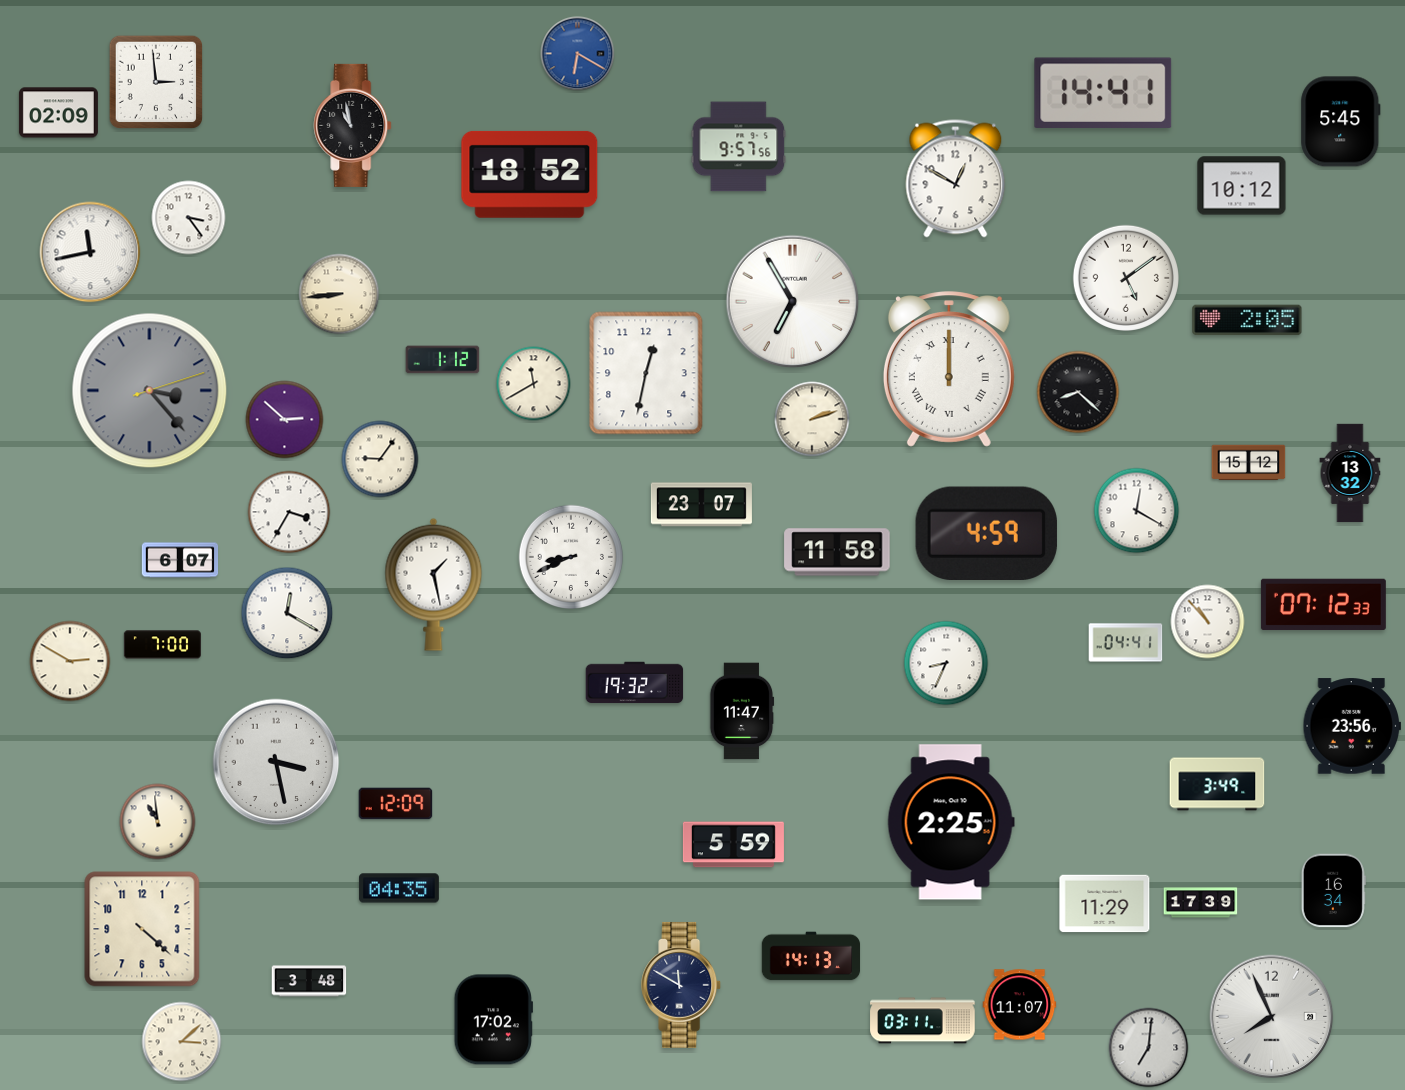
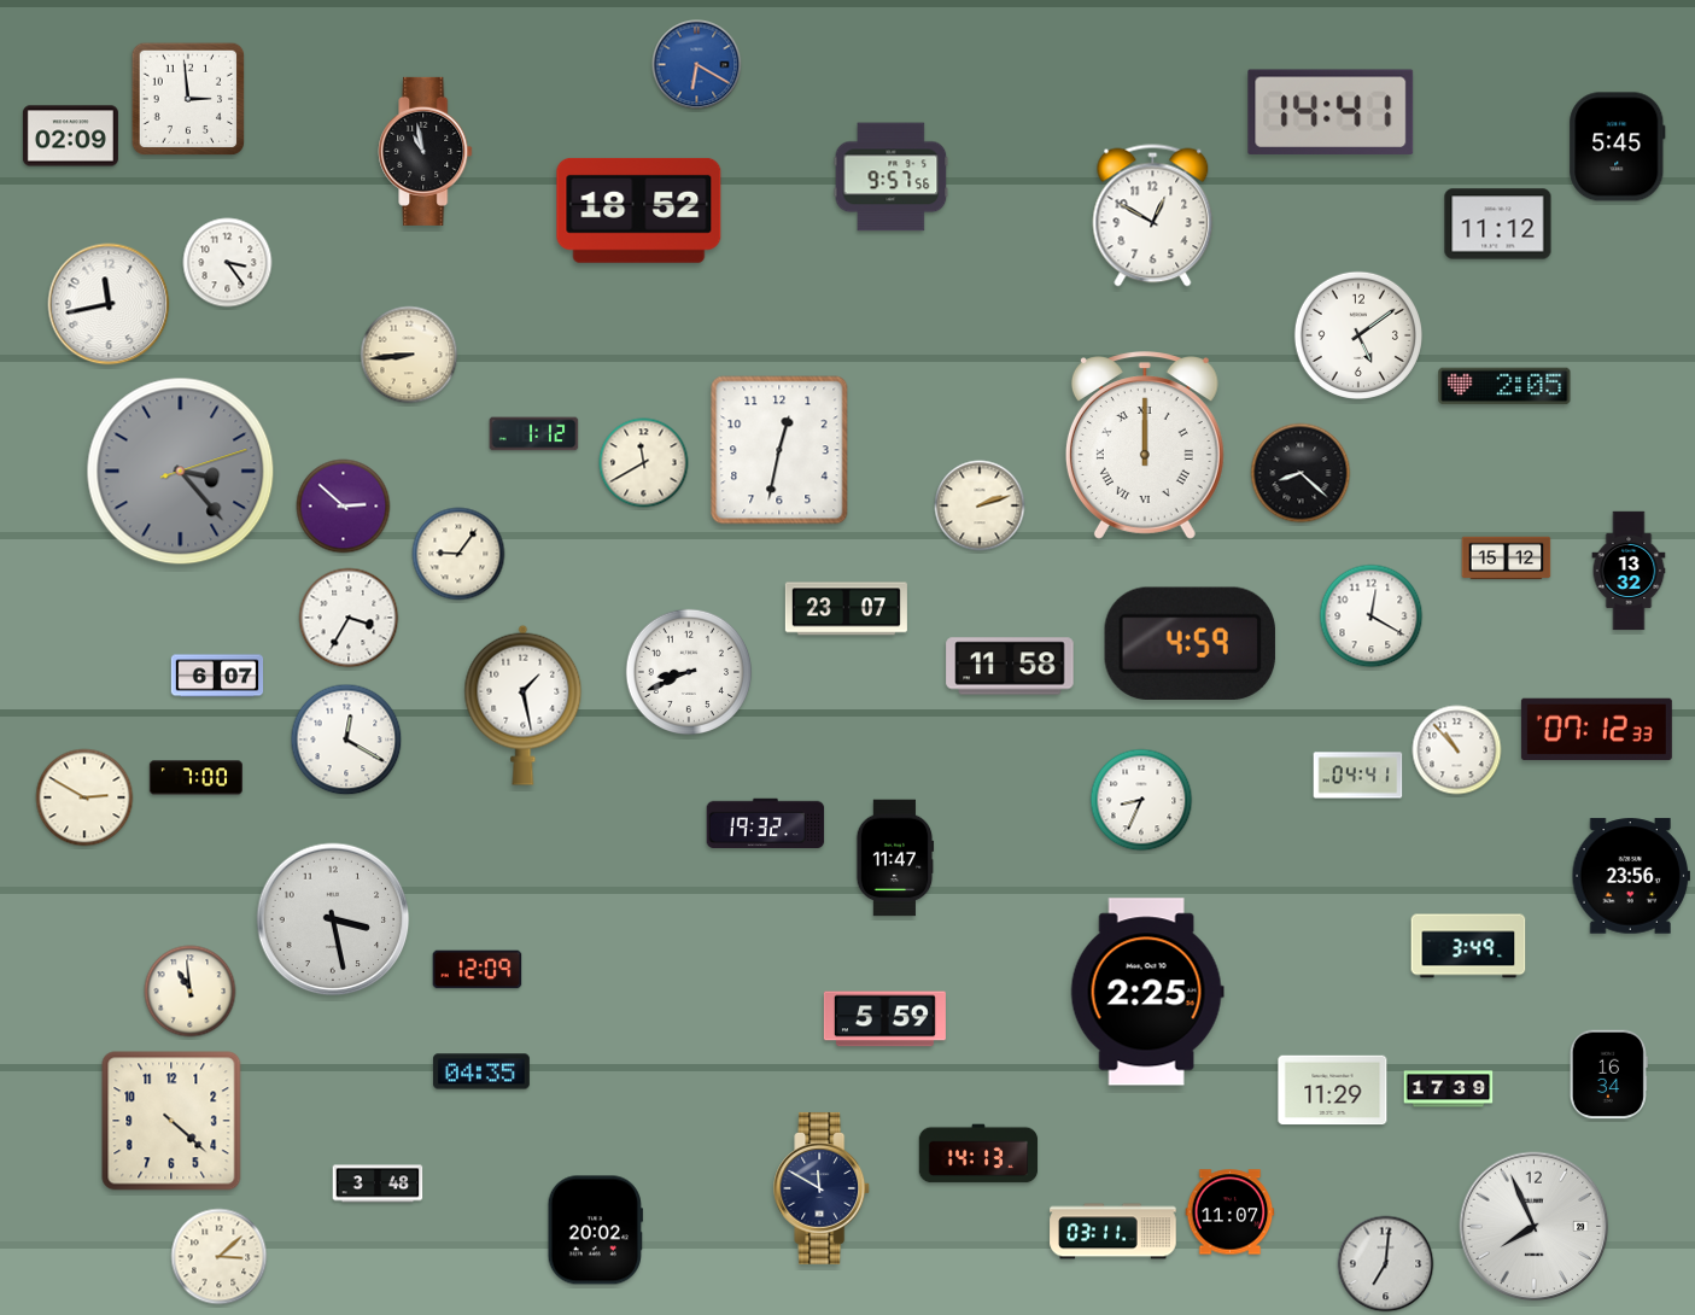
clock at (1242, 186): 10:12 -> 11:12
clock at (793, 302): 6:55 -> none
clock at (309, 981) position: (309, 981) -> (378, 1183)
clock at (493, 1020): 17:02 -> 20:02
